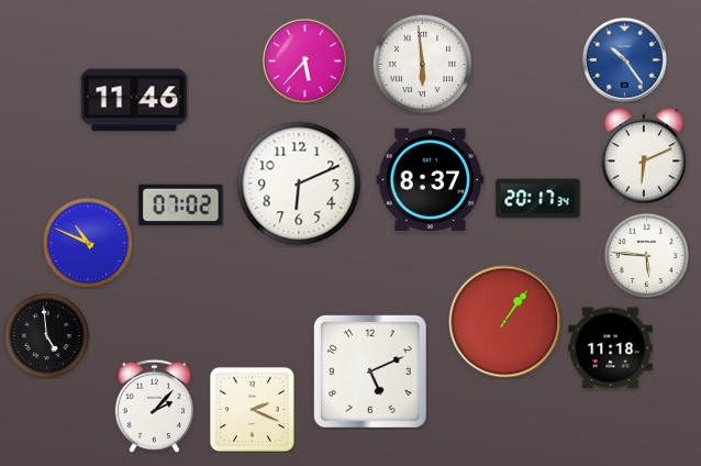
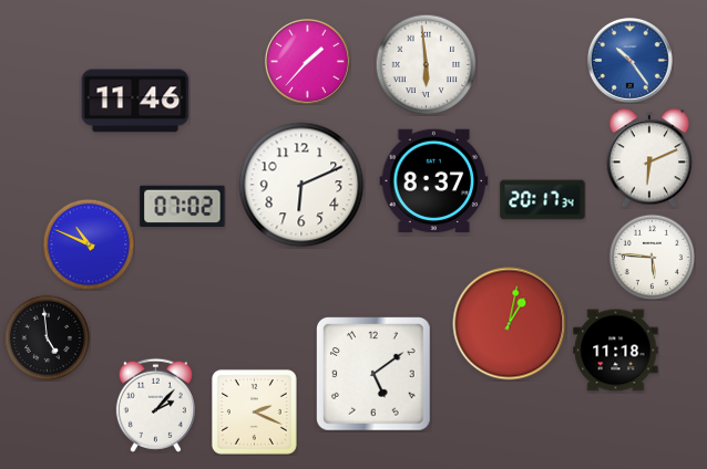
clock at (304, 60): 5:37 -> 1:37
clock at (505, 322): 1:06 -> 1:02
clock at (371, 373): 5:11 -> 5:09
clock at (154, 406) position: (154, 406) -> (155, 405)
